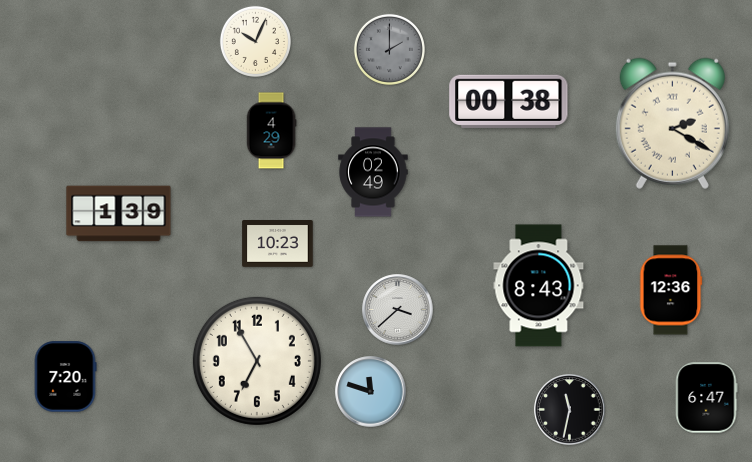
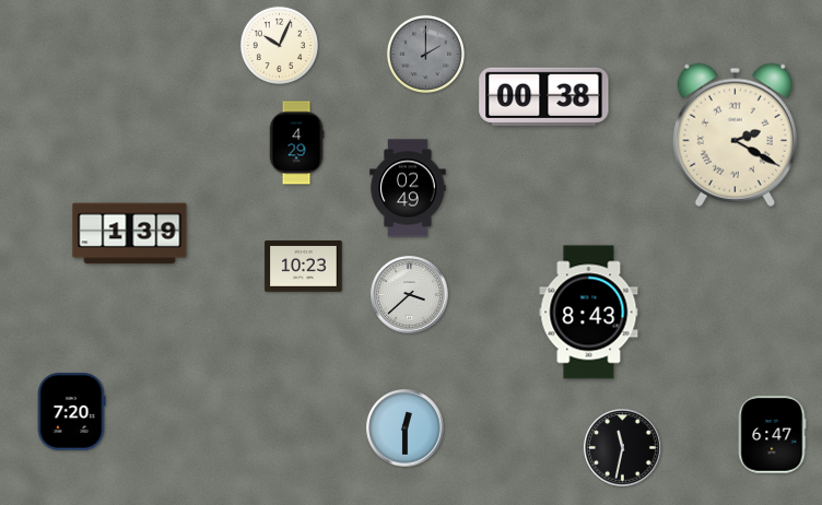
clock at (509, 101) position: (509, 101) -> (544, 96)
clock at (671, 290): 12:36 -> none
clock at (398, 310) position: (398, 310) -> (410, 295)
clock at (257, 361): 6:55 -> none
clock at (371, 392): 11:48 -> 12:30
